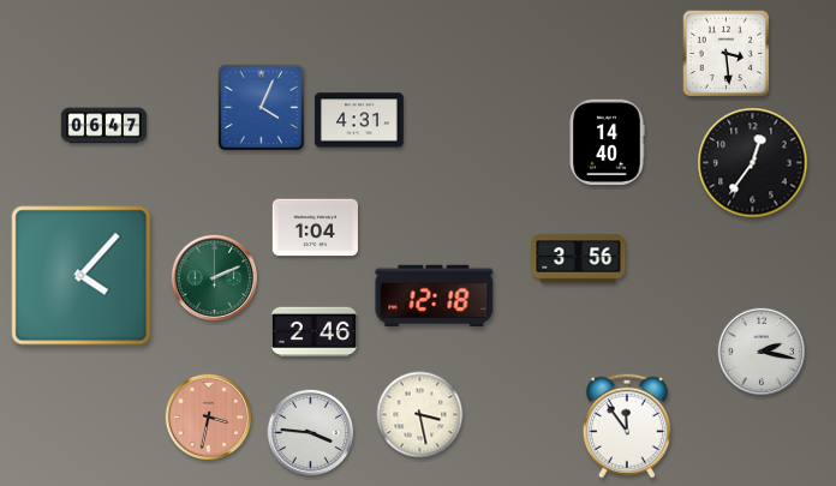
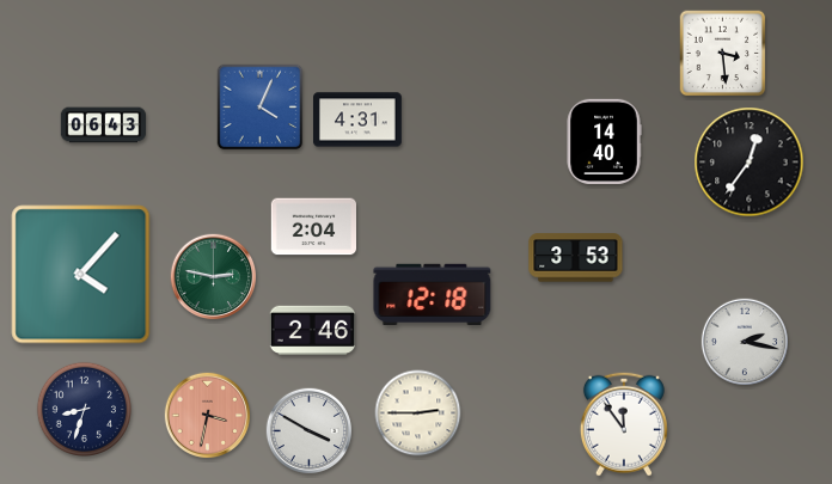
clock at (104, 126): 06:47 -> 06:43
clock at (315, 228): 1:04 -> 2:04
clock at (579, 259): 3:56 -> 3:53
clock at (215, 278): 2:11 -> 2:47
clock at (760, 350) position: (760, 350) -> (744, 341)
clock at (84, 409): none -> 8:33
clock at (420, 415): 3:28 -> 2:45
clock at (311, 433): 3:46 -> 3:50
